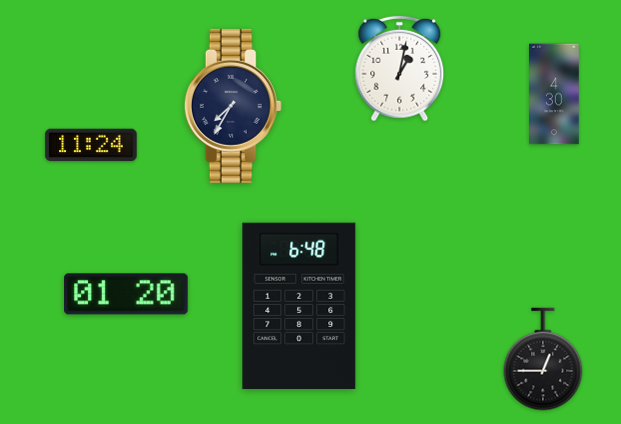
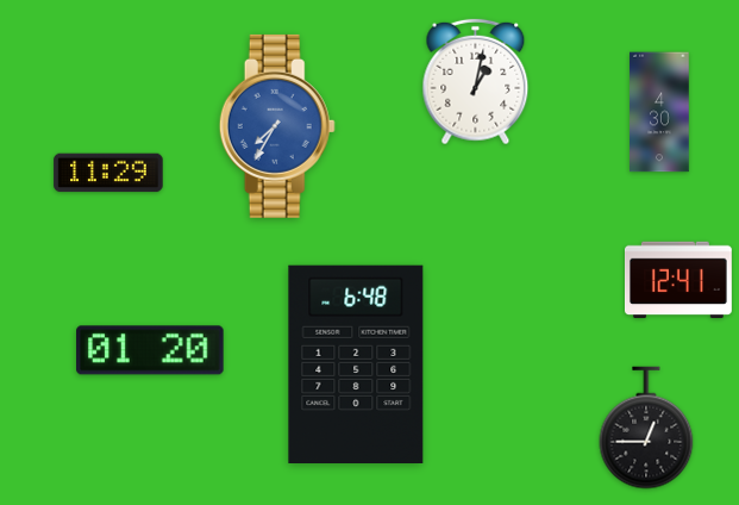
clock at (233, 106) dial: navy -> blue
clock at (91, 145): 11:24 -> 11:29
clock at (679, 280): none -> 12:41
